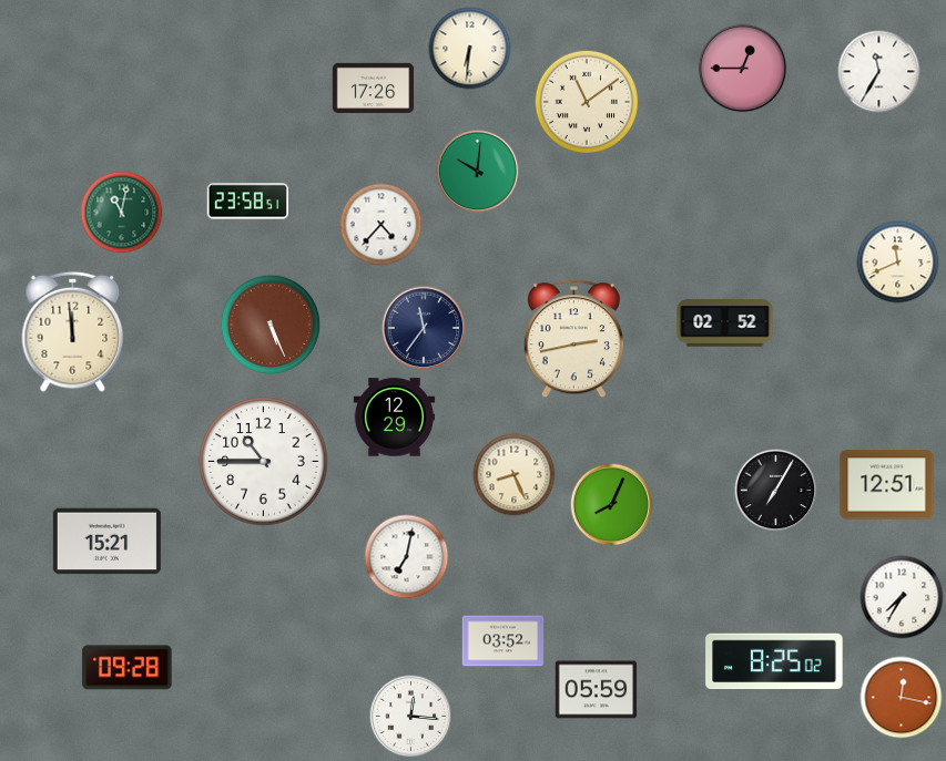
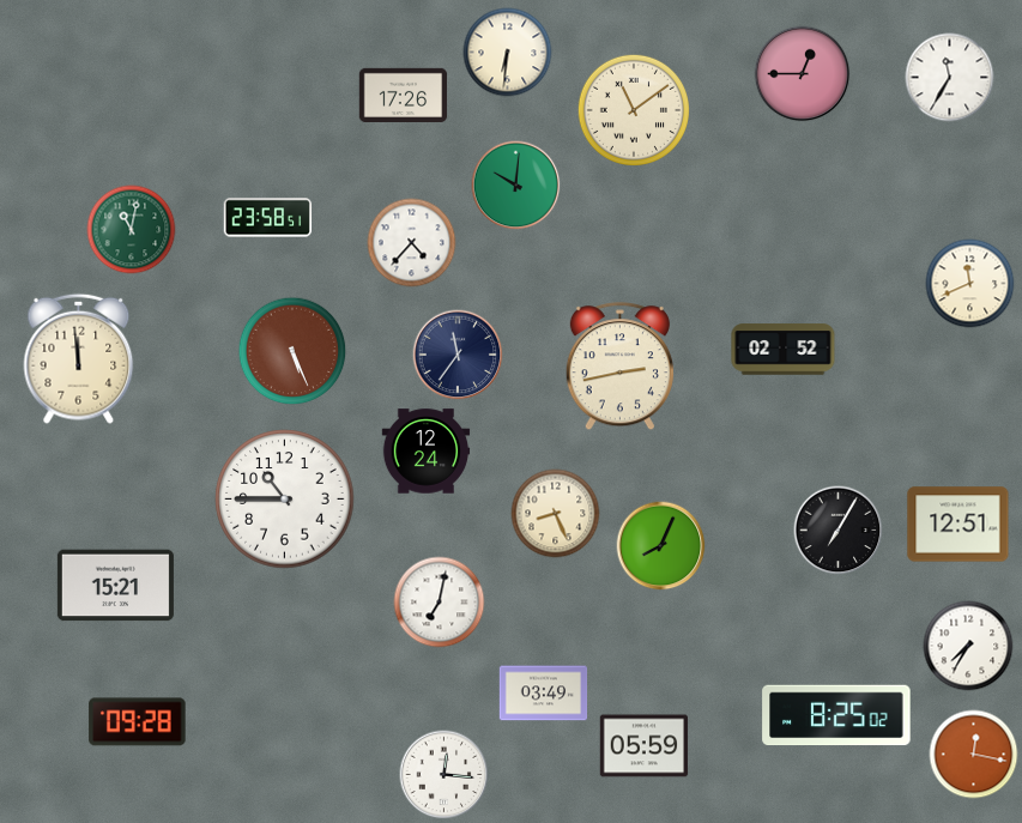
clock at (395, 418): 12:29 -> 12:24
clock at (902, 597) position: (902, 597) -> (968, 646)
clock at (503, 641): 03:52 -> 03:49
